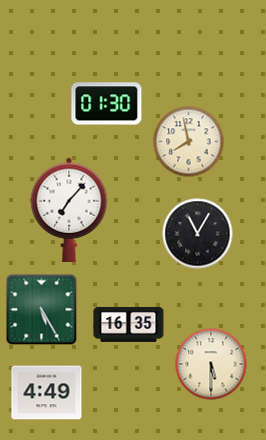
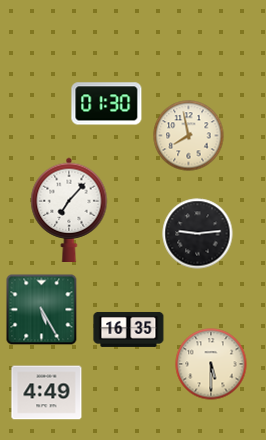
clock at (189, 142) position: (189, 142) -> (189, 136)
clock at (198, 234): 11:05 -> 9:14
clock at (129, 324) position: (129, 324) -> (129, 329)
